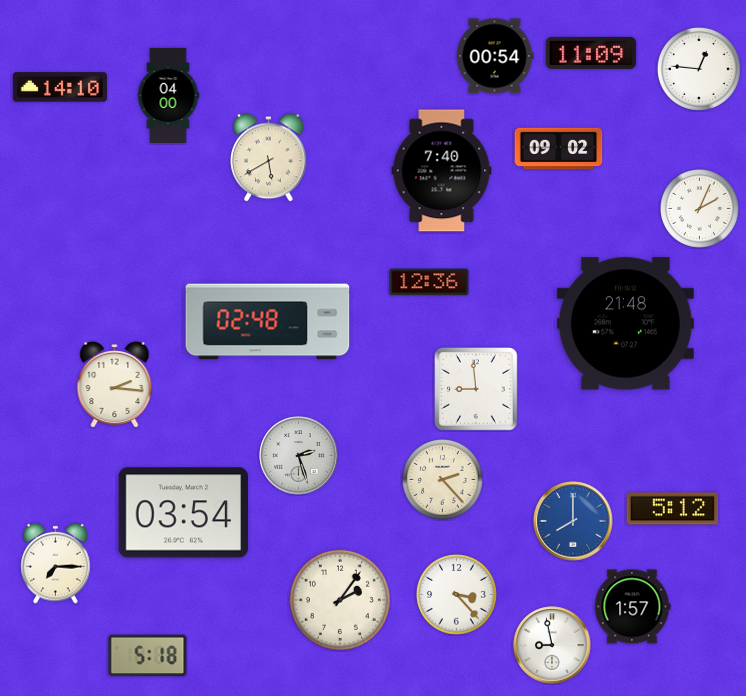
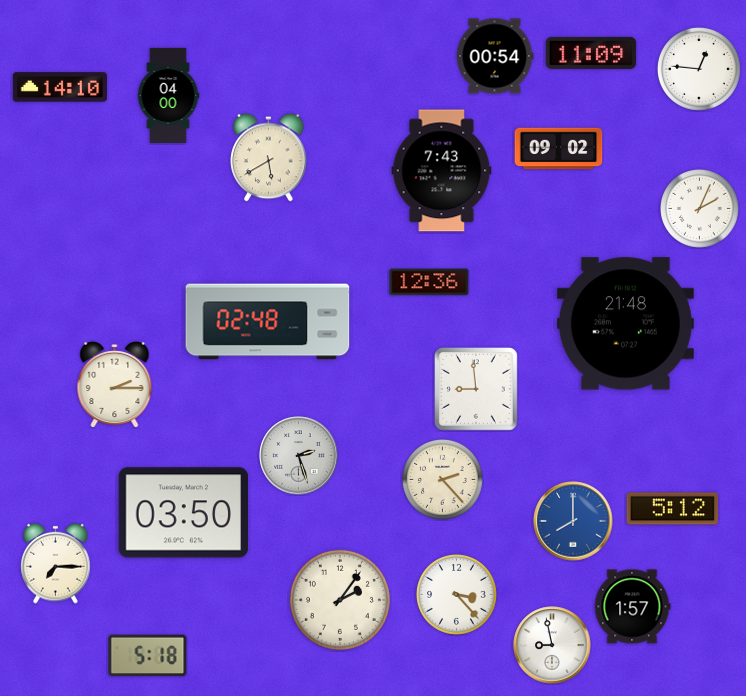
clock at (442, 171): 7:40 -> 7:43
clock at (115, 384): 2:16 -> 2:15
clock at (183, 513): 03:54 -> 03:50
